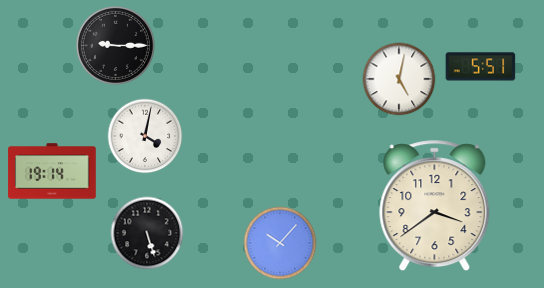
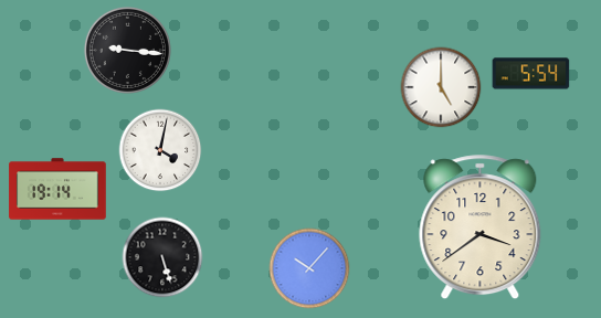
clock at (115, 45): 9:15 -> 9:16
clock at (481, 67): 5:51 -> 5:54
clock at (399, 79): 5:02 -> 5:00
